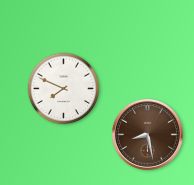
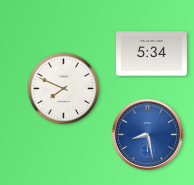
clock at (152, 54): none -> 5:34
clock at (147, 134) dial: brown -> blue
